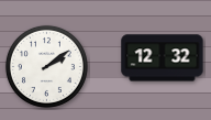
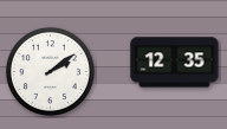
clock at (163, 58): 12:32 -> 12:35
